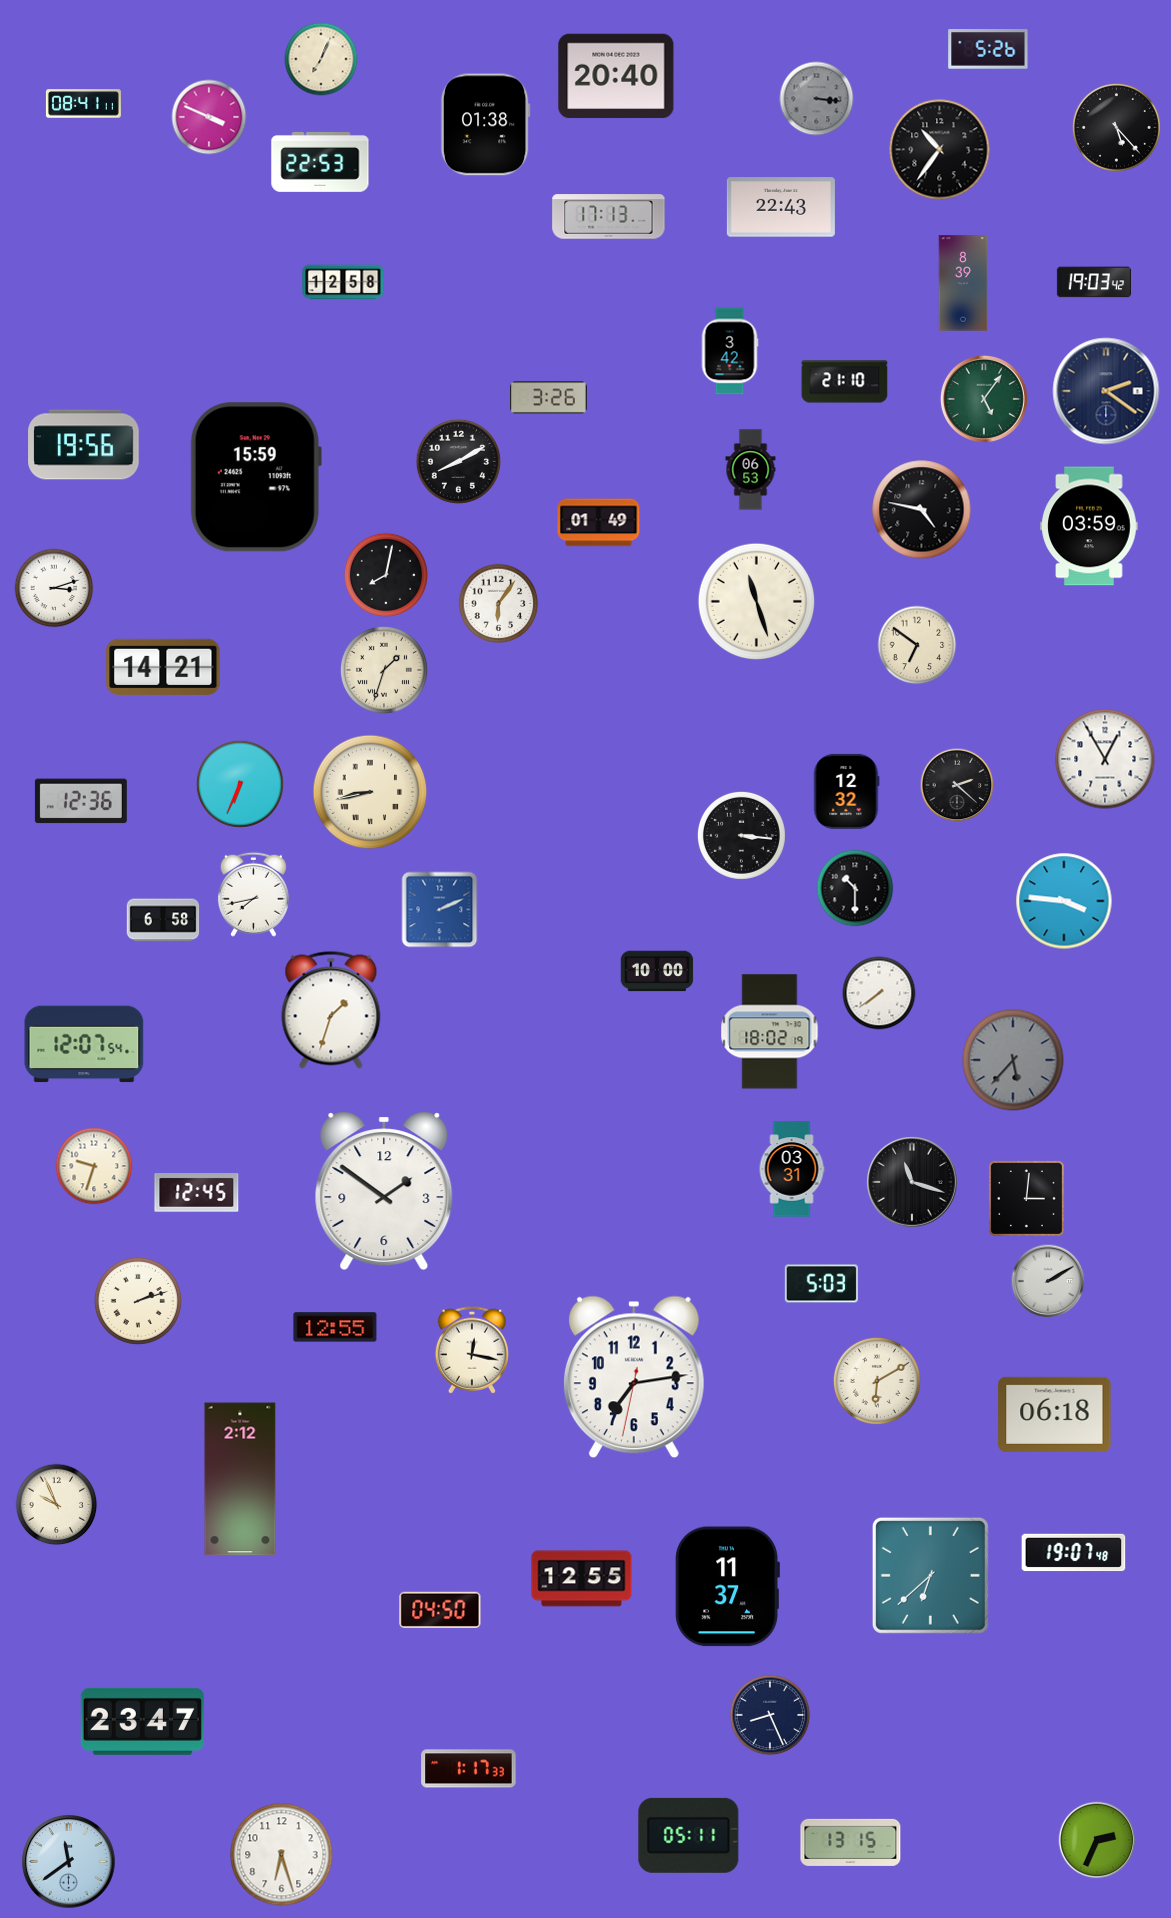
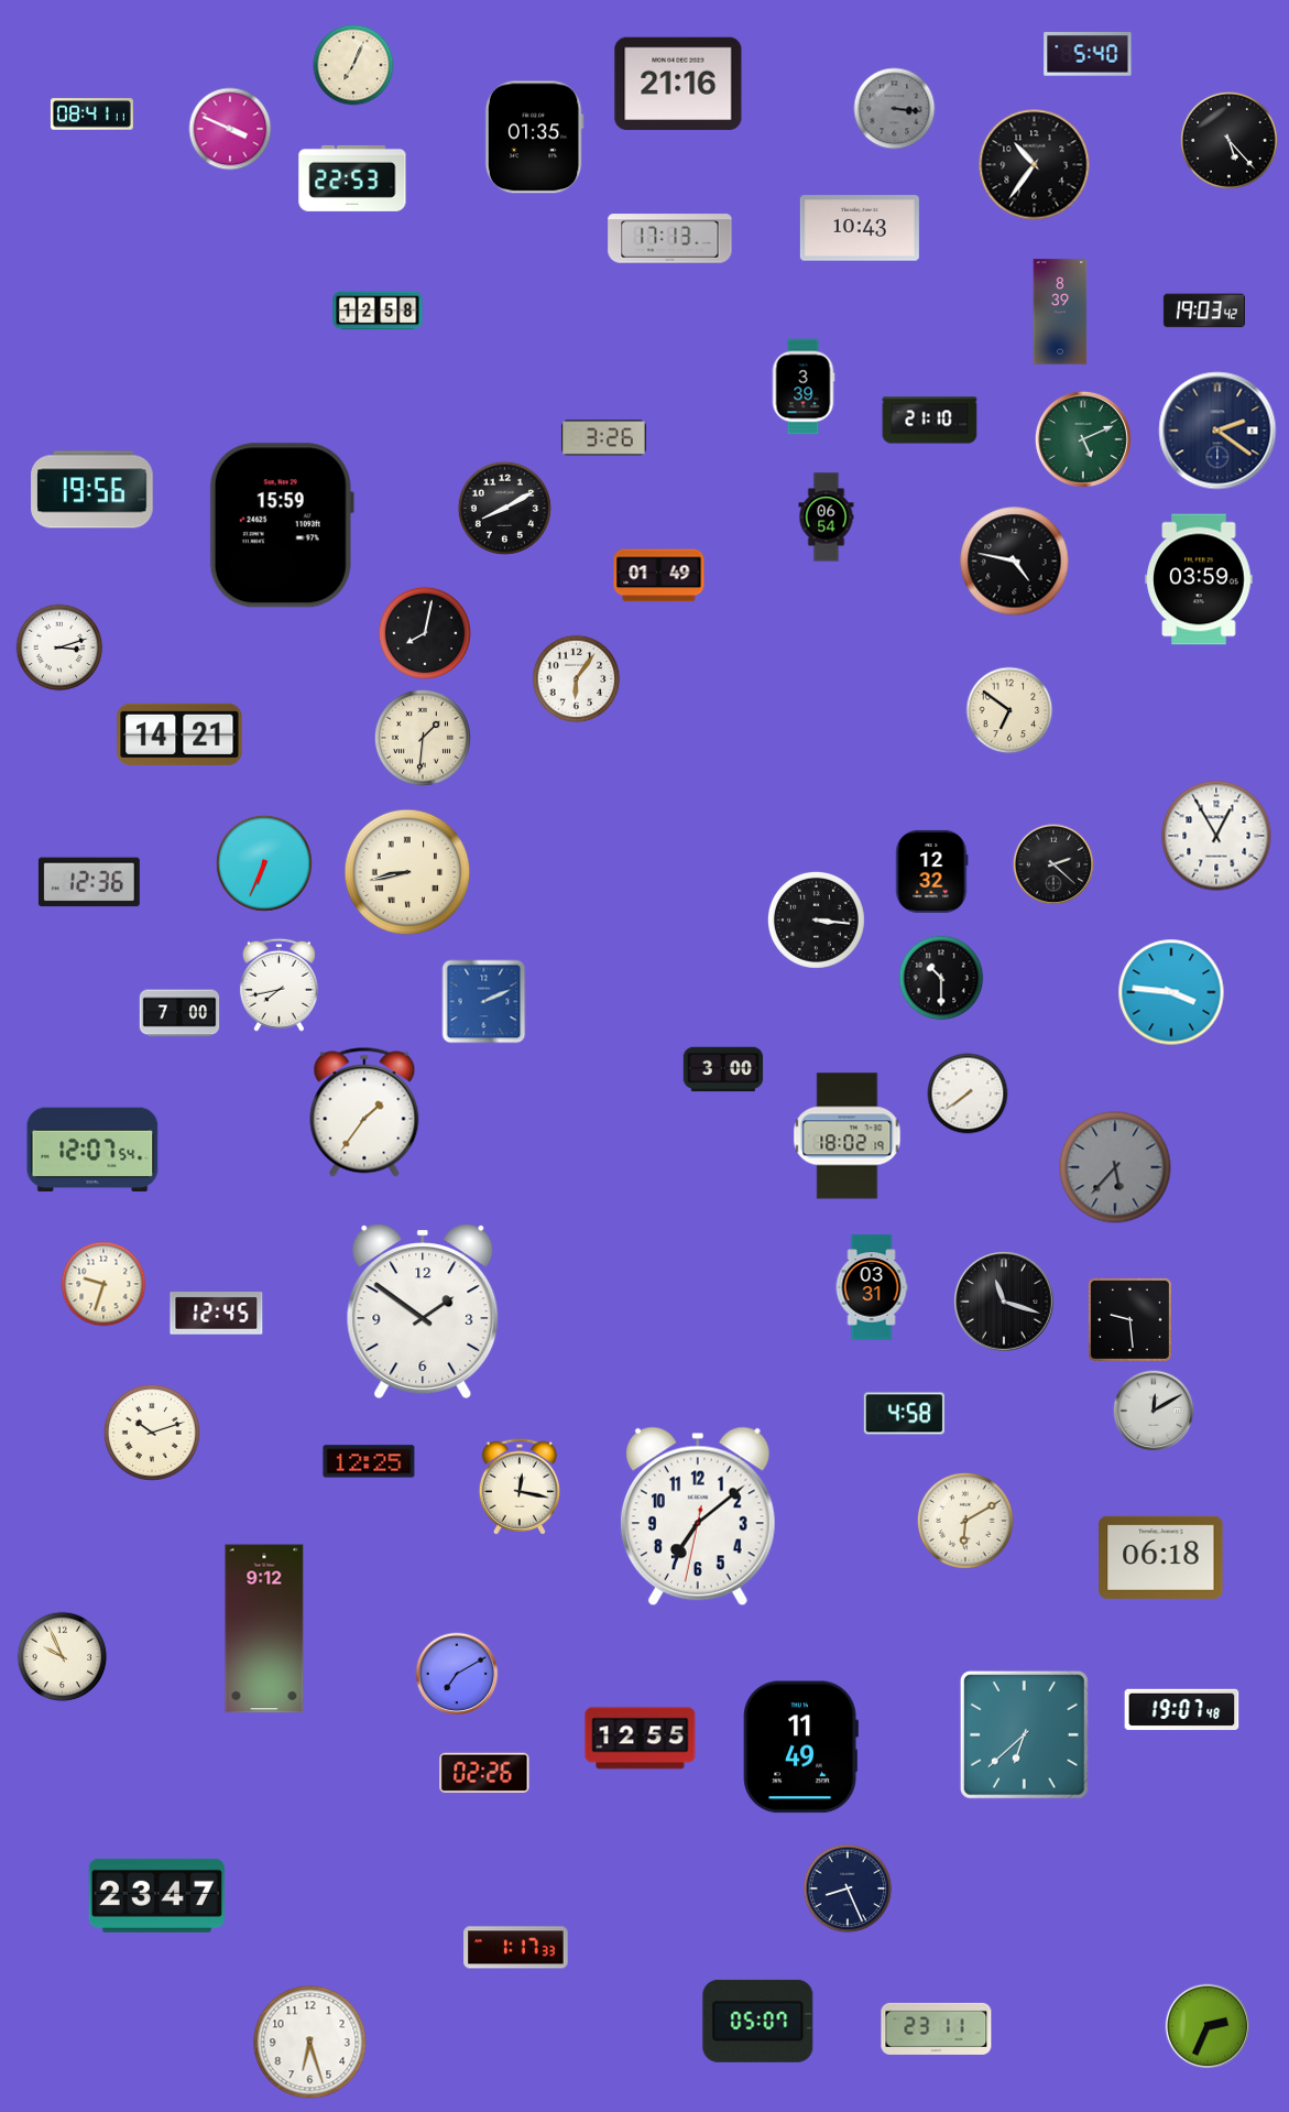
clock at (988, 49): 5:26 -> 5:40
clock at (616, 76): 20:40 -> 21:16
clock at (817, 99) position: (817, 99) -> (895, 109)
clock at (485, 125): 01:38 -> 01:35
clock at (781, 207): 22:43 -> 10:43
clock at (730, 351): 3:42 -> 3:39
clock at (984, 399): 5:06 -> 5:11
clock at (751, 470): 06:53 -> 06:54
clock at (756, 601): 11:27 -> none
clock at (499, 604) position: (499, 604) -> (577, 679)
clock at (384, 670): 1:33 -> 1:31
clock at (163, 920): 6:58 -> 7:00
clock at (657, 971): 10:00 -> 3:00
clock at (331, 1010): 1:33 -> 1:36
clock at (1026, 1198): 3:01 -> 9:29
clock at (1048, 1281): 2:10 -> 12:10
clock at (821, 1284): 5:03 -> 4:58
clock at (138, 1301): 2:12 -> 10:12
clock at (335, 1327): 12:55 -> 12:25
clock at (634, 1377): 7:13 -> 7:08
clock at (240, 1479): 2:12 -> 9:12
clock at (457, 1674): none -> 7:10
clock at (727, 1587): 11:37 -> 11:49
clock at (440, 1610): 04:50 -> 02:26
clock at (689, 1835): 05:11 -> 05:07
clock at (851, 1842): 13:15 -> 23:11
clock at (69, 1862): 11:39 -> none
